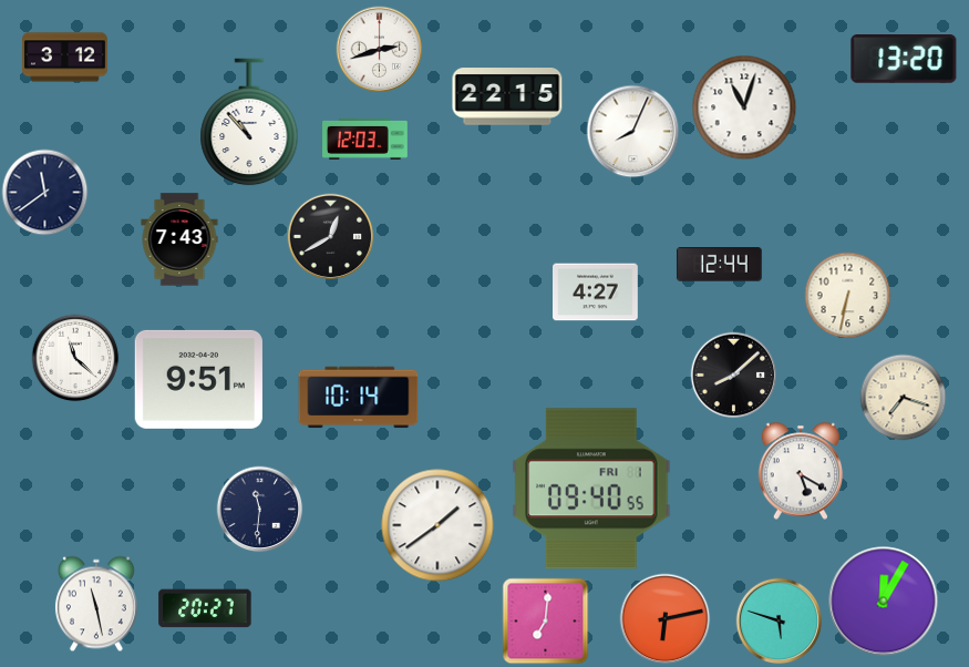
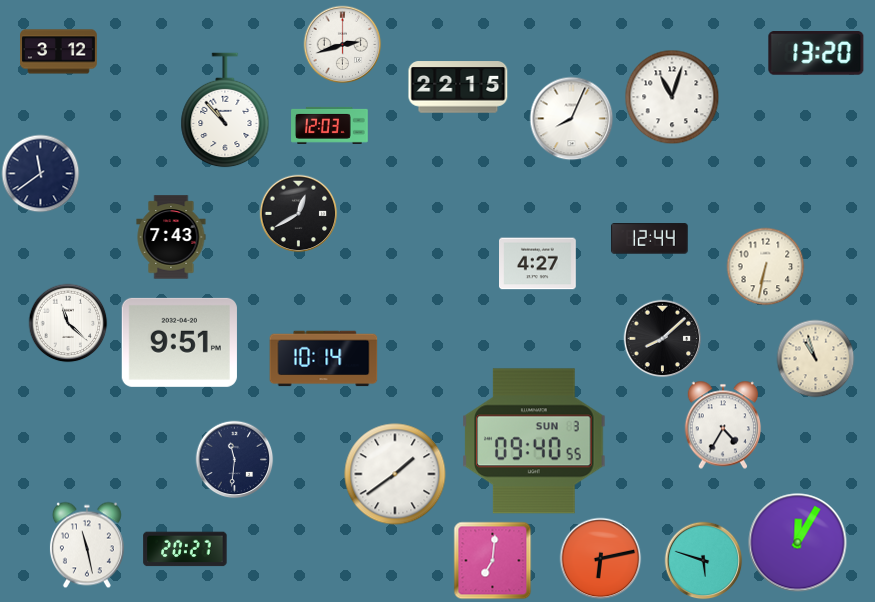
clock at (179, 239) position: (179, 239) -> (171, 237)
clock at (903, 397): 7:18 -> 10:57
clock at (801, 471): 5:20 -> 4:35
clock at (591, 489) date: FRI 1 -> SUN 3
